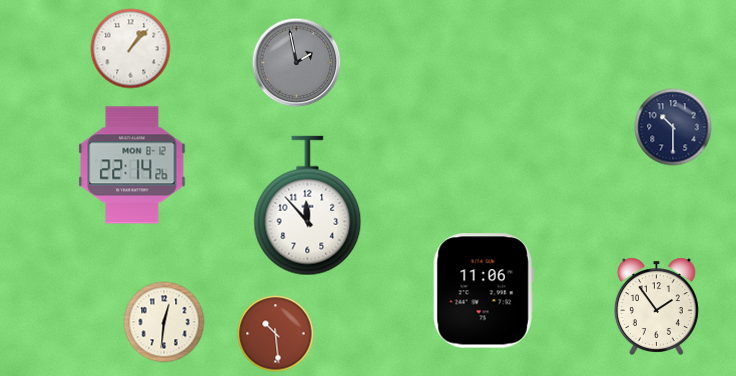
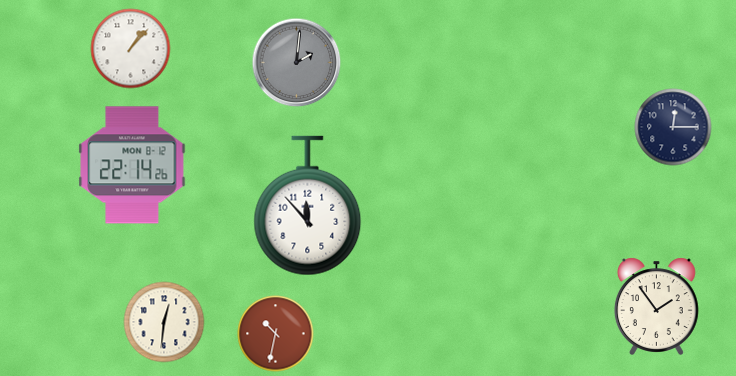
clock at (297, 63): 1:58 -> 2:01
clock at (673, 127): 10:30 -> 12:15
clock at (483, 291): 11:06 -> none
clock at (276, 334): 10:29 -> 10:32
